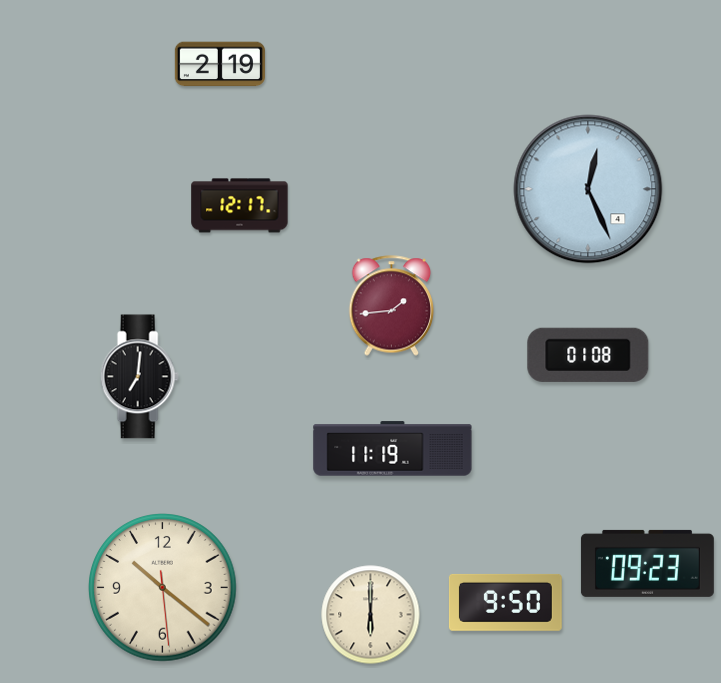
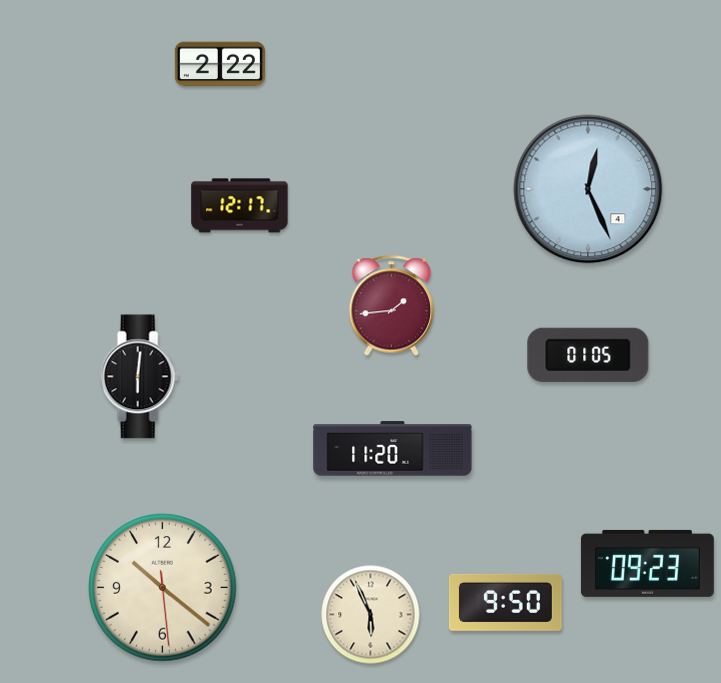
clock at (220, 64): 2:19 -> 2:22
clock at (588, 355): 01:08 -> 01:05
clock at (139, 377): 7:01 -> 6:01
clock at (393, 449): 11:19 -> 11:20
clock at (371, 615): 6:00 -> 5:56
